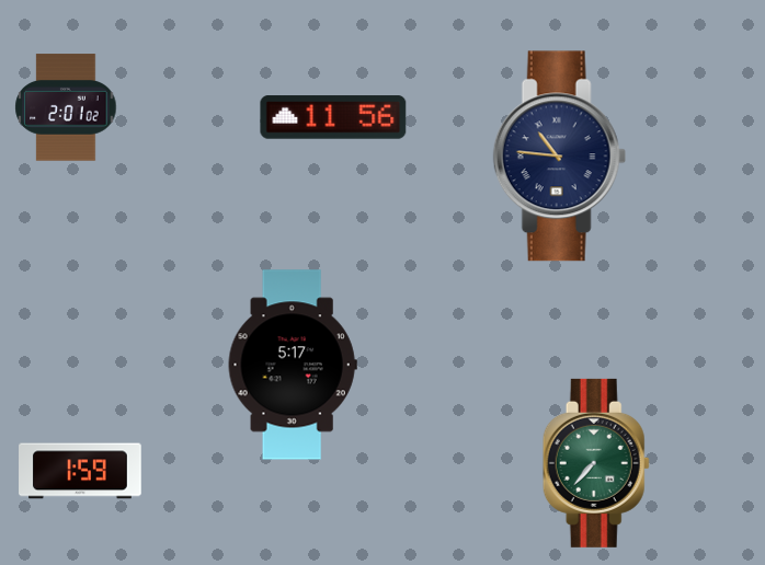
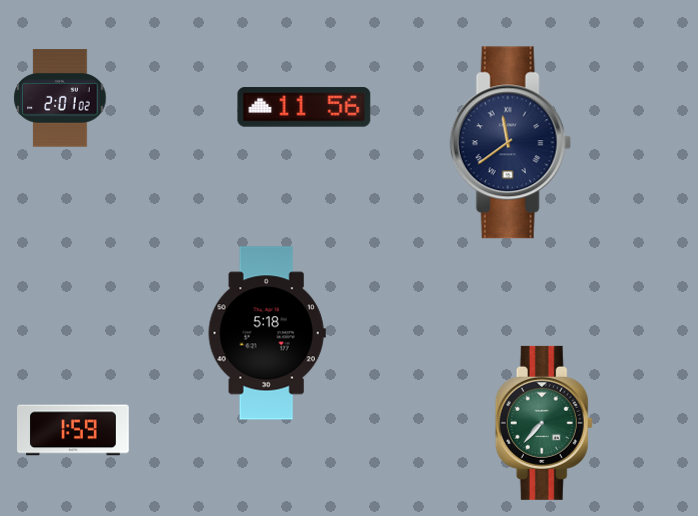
clock at (559, 157): 10:46 -> 11:39
clock at (293, 365): 5:17 -> 5:18
